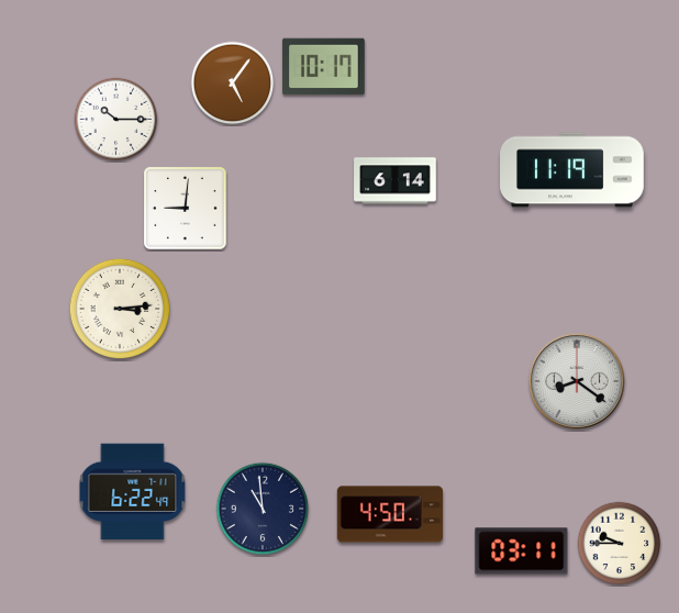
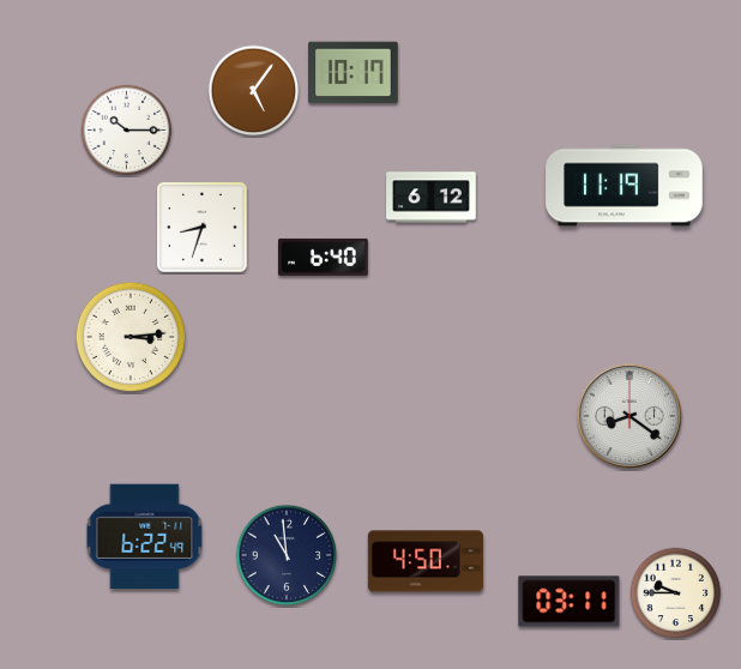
clock at (396, 181): 6:14 -> 6:12
clock at (186, 209): 9:01 -> 8:33
clock at (324, 257): none -> 6:40
